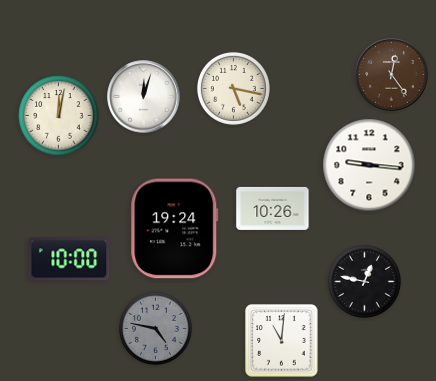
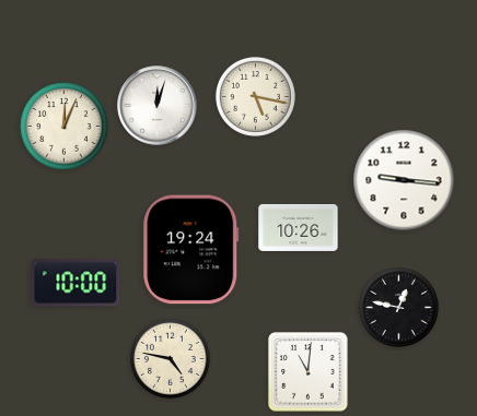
clock at (392, 75): 12:24 -> none
clock at (59, 116): 12:02 -> 12:04
clock at (155, 328) dial: grey -> cream
